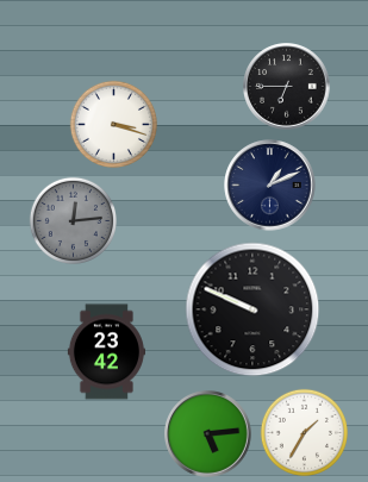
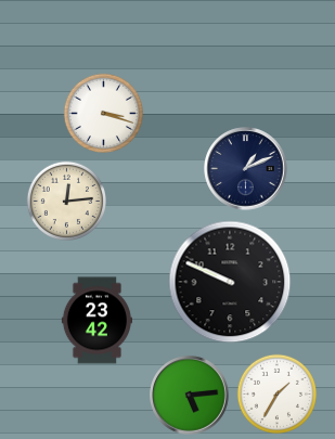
clock at (287, 87): 6:45 -> none
clock at (73, 220) dial: grey -> cream
